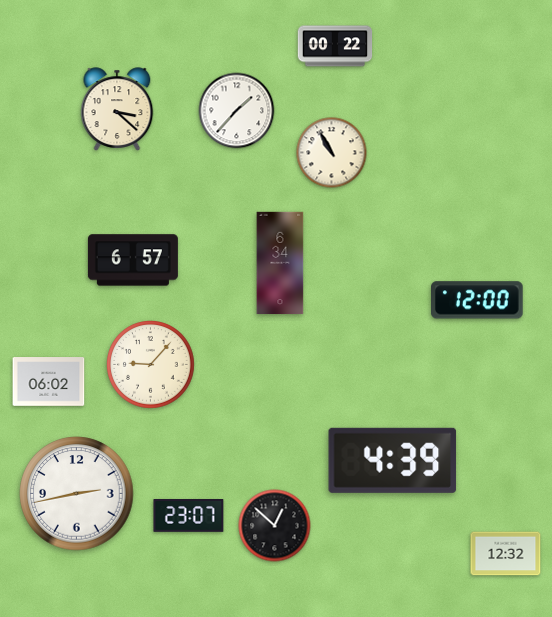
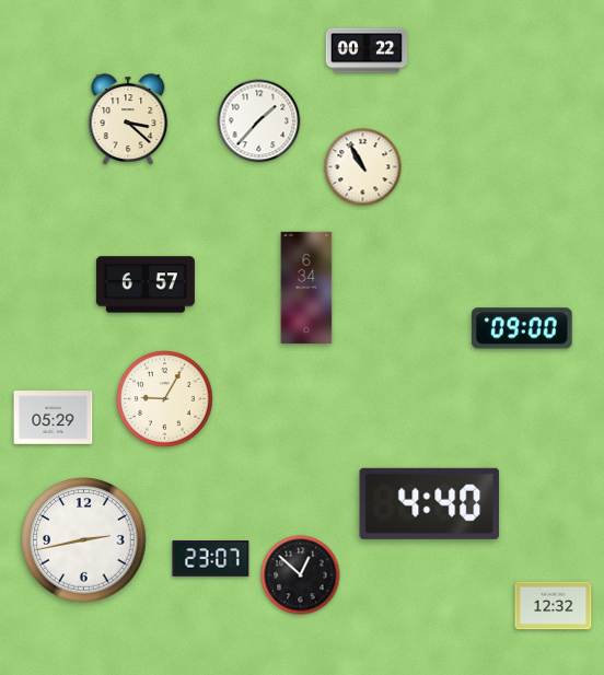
clock at (478, 300): 12:00 -> 09:00
clock at (151, 365): 9:07 -> 9:05
clock at (49, 382): 06:02 -> 05:29
clock at (393, 460): 4:39 -> 4:40
clock at (189, 516) position: (189, 516) -> (211, 559)
